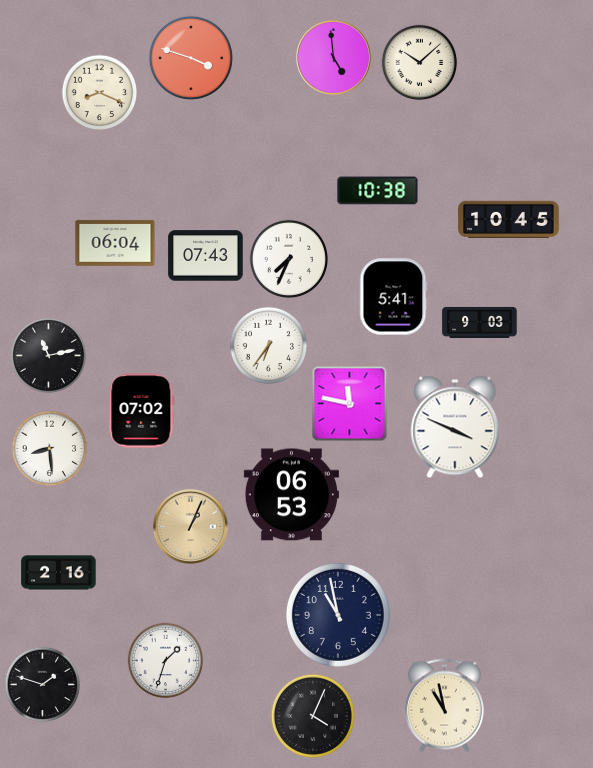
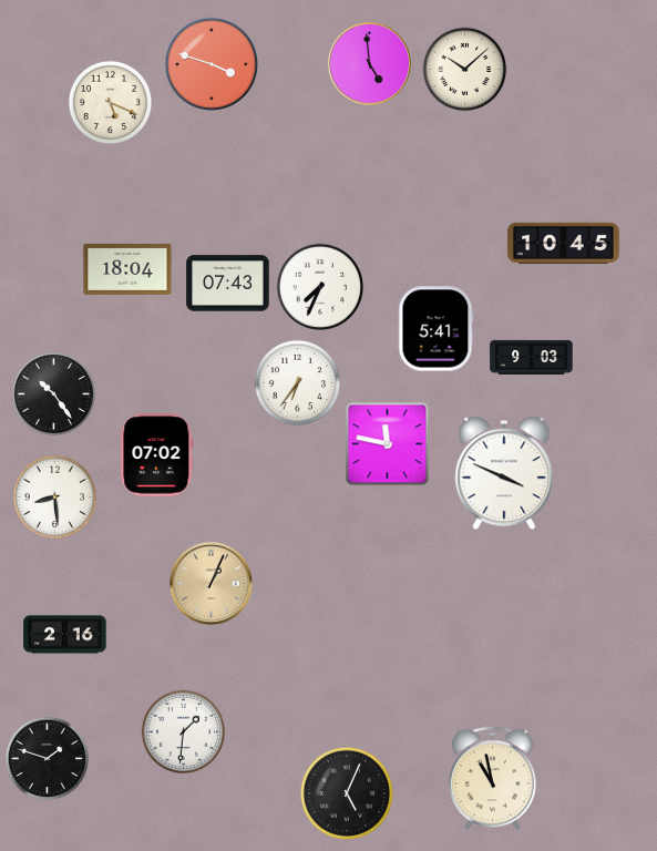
clock at (100, 93): 8:19 -> 5:19
clock at (378, 191): 10:38 -> none
clock at (115, 243): 06:04 -> 18:04
clock at (49, 356): 11:13 -> 10:24
clock at (350, 404) position: (350, 404) -> (388, 444)
clock at (291, 495): 06:53 -> none
clock at (338, 615): 10:58 -> none
clock at (166, 661): 1:33 -> 1:31
clock at (444, 706) position: (444, 706) -> (492, 779)
clock at (313, 716): 4:04 -> 5:04
